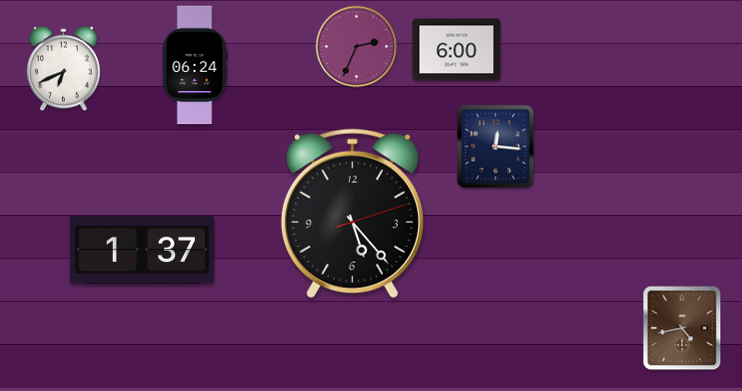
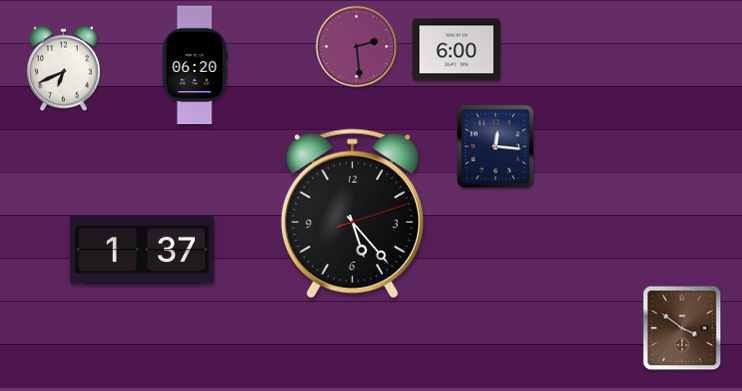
clock at (357, 47): 2:34 -> 2:29
clock at (195, 65): 06:24 -> 06:20
clock at (682, 328): 4:43 -> 3:51
